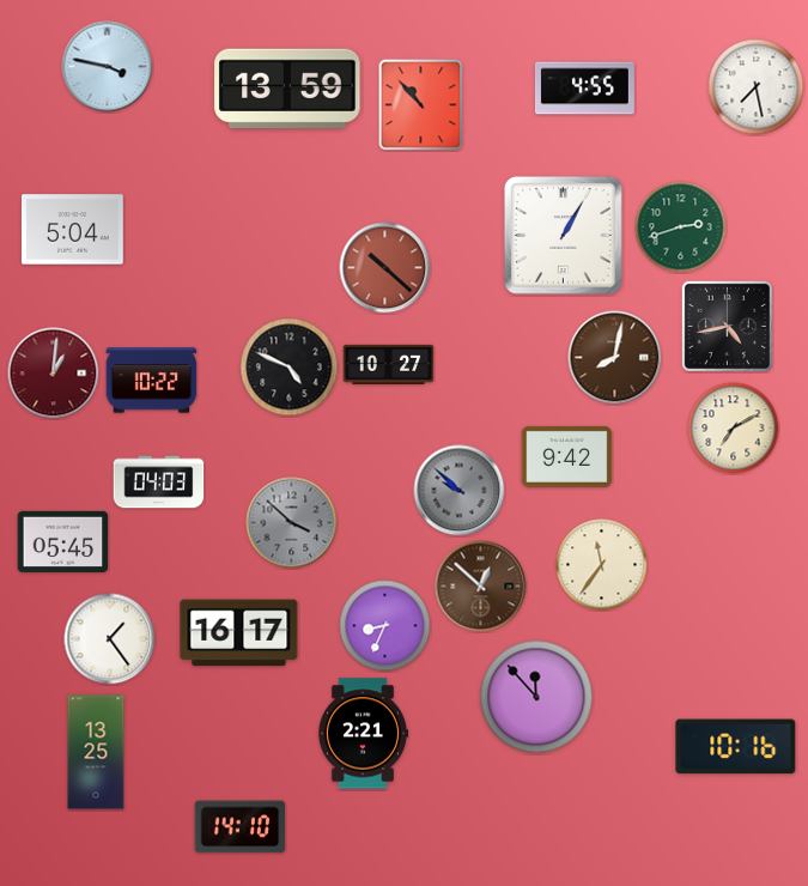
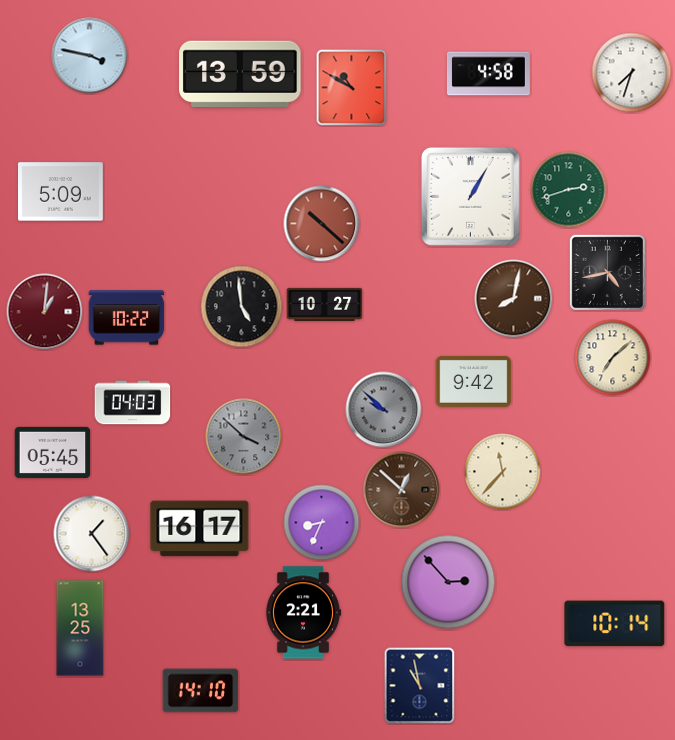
clock at (757, 87): 7:28 -> 7:33
clock at (584, 89): 4:55 -> 4:58
clock at (421, 105): 10:53 -> 10:50
clock at (73, 230): 5:04 -> 5:09
clock at (290, 368): 4:49 -> 4:59
clock at (734, 429): 7:10 -> 7:08
clock at (602, 565): 11:36 -> 11:37
clock at (536, 697): 11:53 -> 2:53
clock at (736, 747): 10:16 -> 10:14
clock at (420, 686): none -> 10:58
